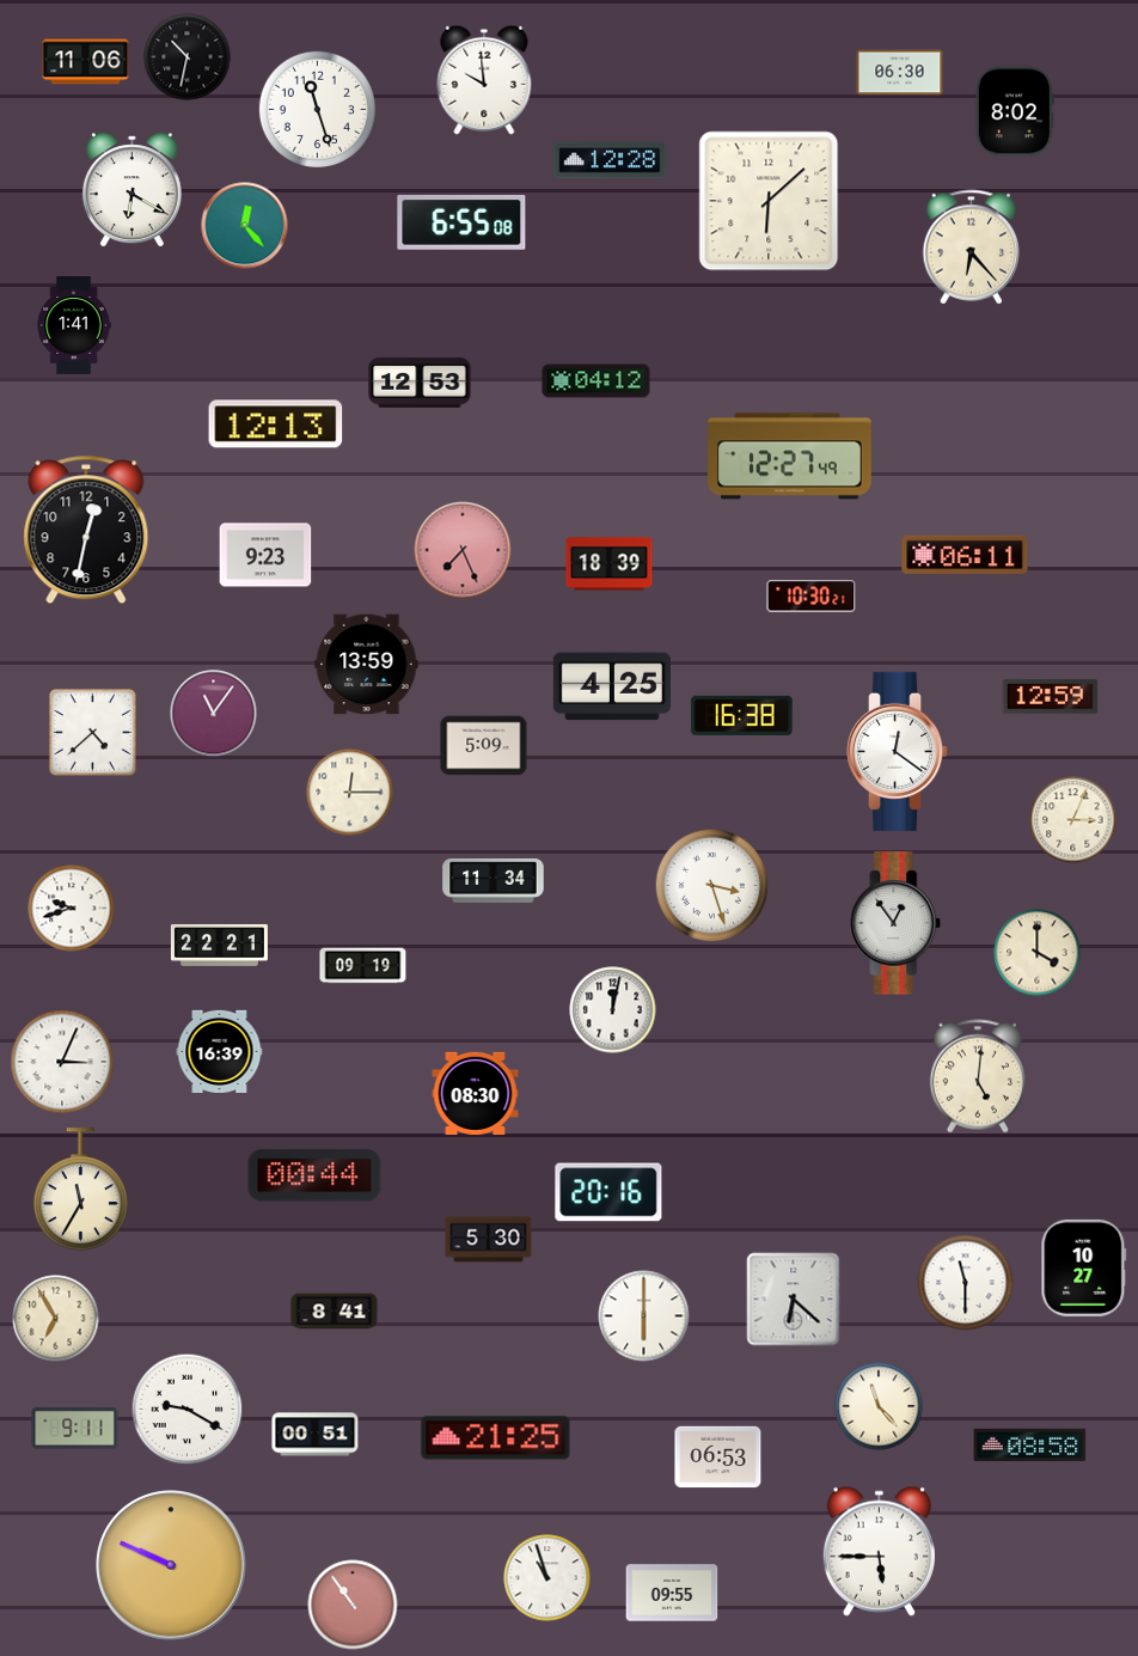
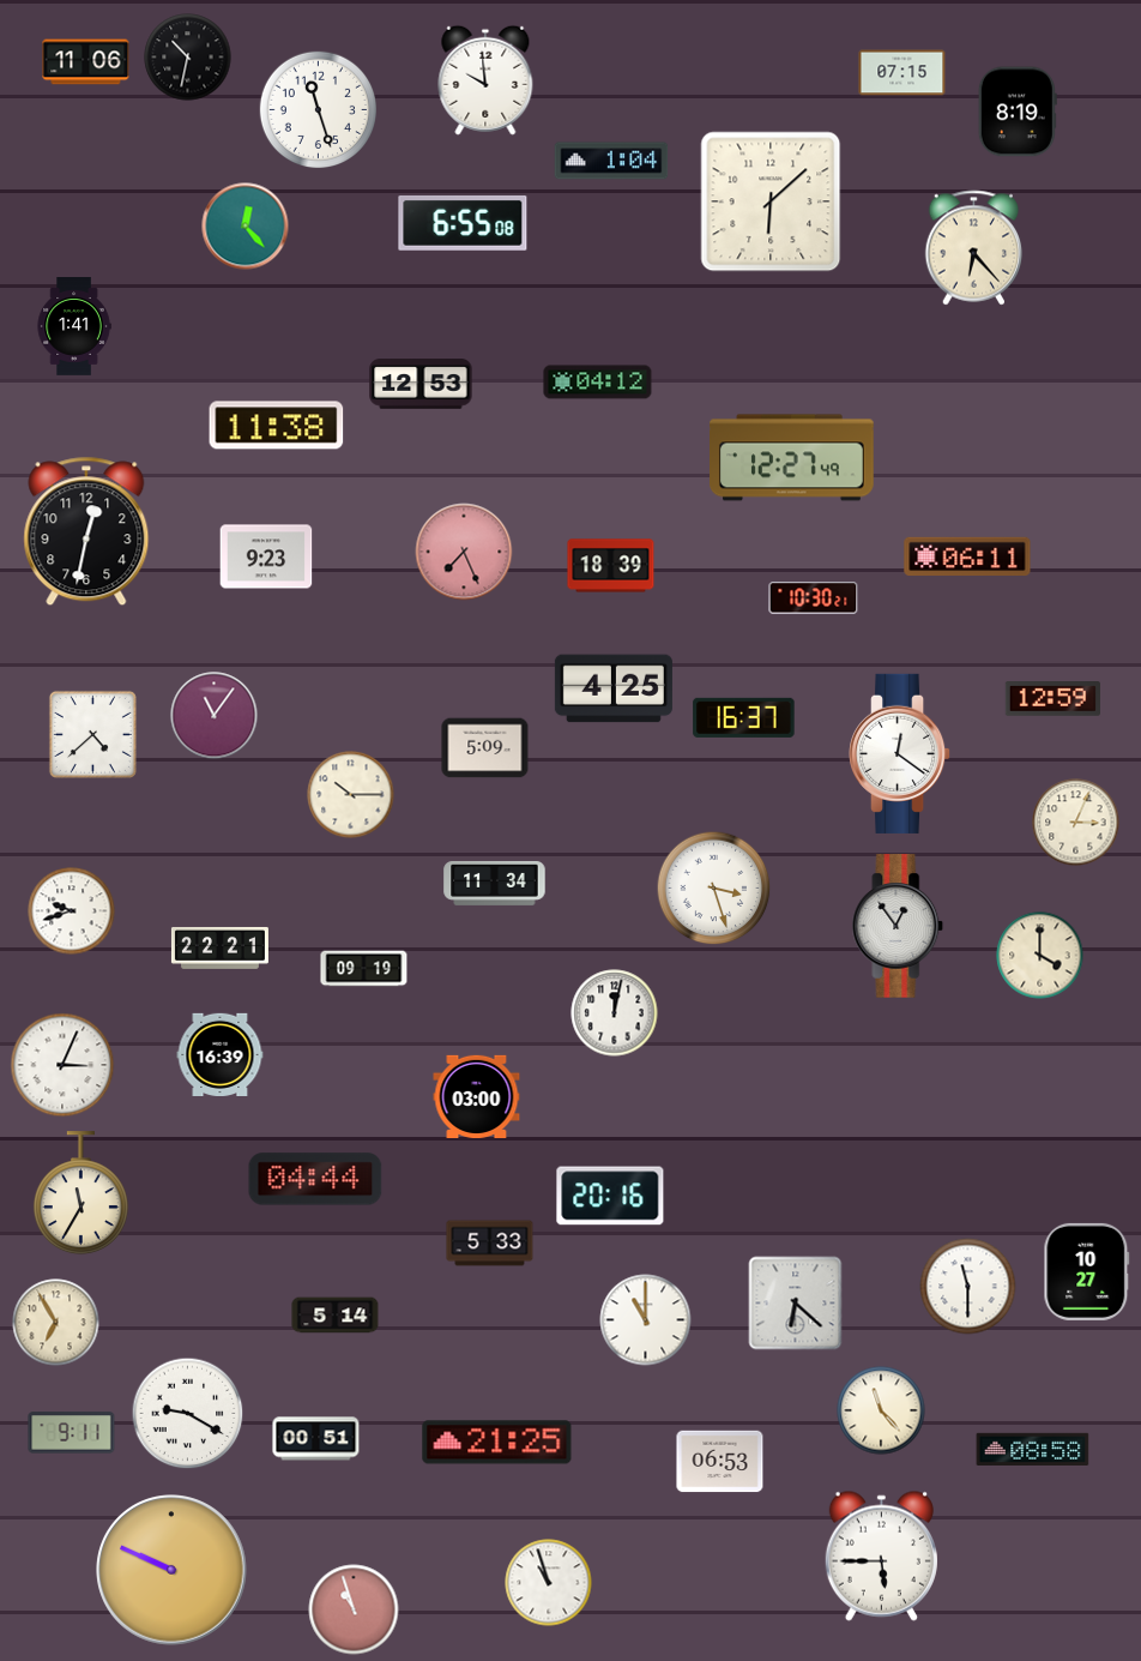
clock at (900, 73): 06:30 -> 07:15
clock at (1015, 111): 8:02 -> 8:19
clock at (610, 160): 12:28 -> 1:04
clock at (131, 190): 6:20 -> none
clock at (276, 424): 12:13 -> 11:38
clock at (367, 665): 13:59 -> none
clock at (742, 715): 16:38 -> 16:37
clock at (350, 793): 12:15 -> 10:15
clock at (977, 1076): 5:01 -> none
clock at (476, 1093): 08:30 -> 03:00
clock at (314, 1175): 00:44 -> 04:44
clock at (489, 1240): 5:30 -> 5:33
clock at (335, 1312): 8:41 -> 5:14
clock at (644, 1316): 6:00 -> 11:00
clock at (75, 1429) position: (75, 1429) -> (72, 1433)
clock at (672, 1593): 09:55 -> none
clock at (353, 1605): 10:54 -> 10:57
